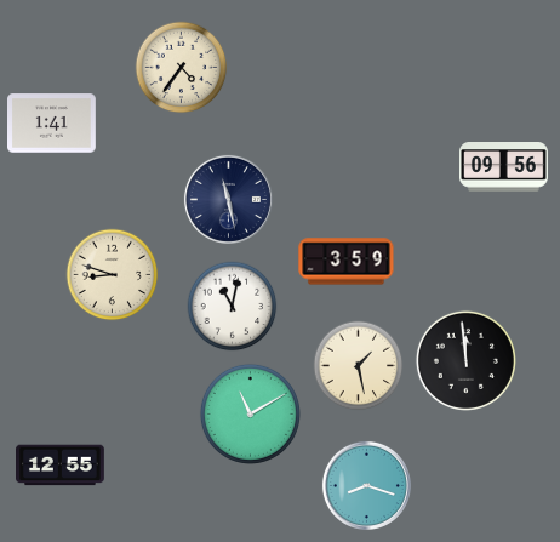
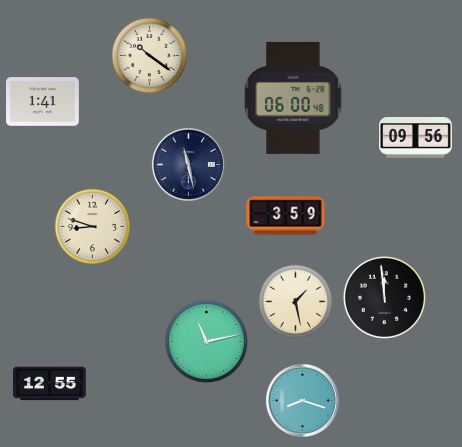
clock at (182, 68): 4:36 -> 10:21
clock at (293, 98): none -> 06:00
clock at (233, 307): 11:02 -> none
clock at (250, 413): 11:10 -> 11:13
